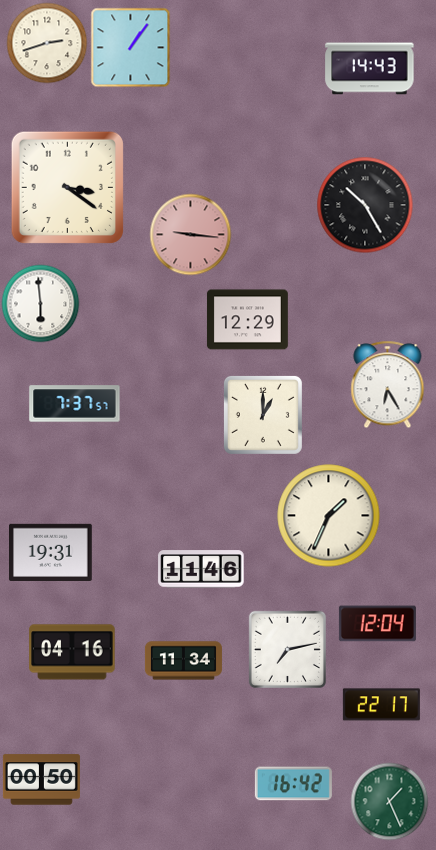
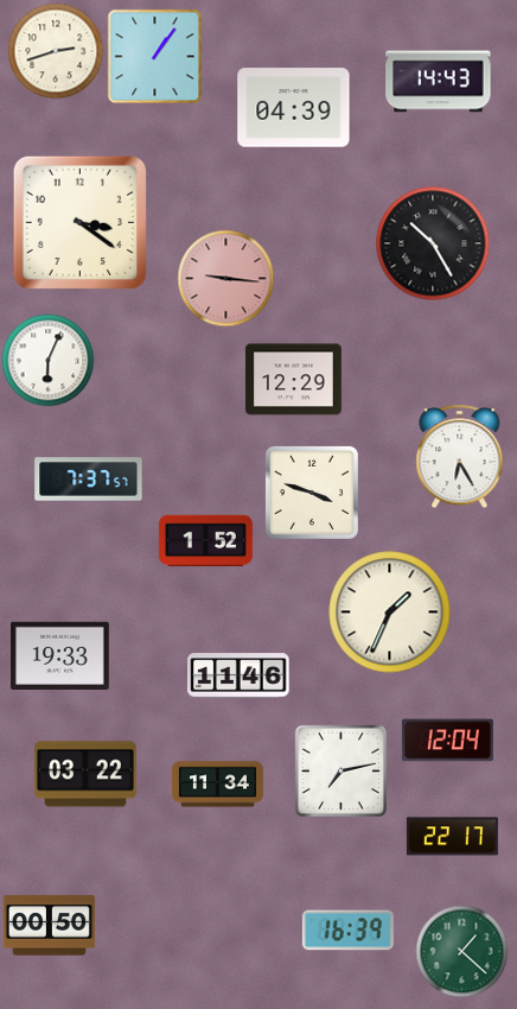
clock at (294, 108): none -> 04:39
clock at (40, 303): 5:59 -> 6:04
clock at (263, 415): 1:00 -> 3:48
clock at (205, 541): none -> 1:52
clock at (51, 552): 19:31 -> 19:33
clock at (72, 652): 04:16 -> 03:22
clock at (293, 784): 16:42 -> 16:39
clock at (389, 801): 1:26 -> 1:22
